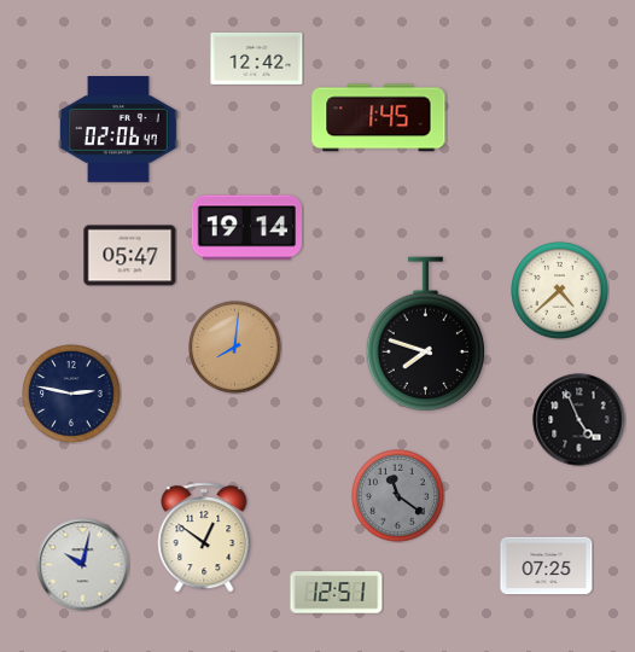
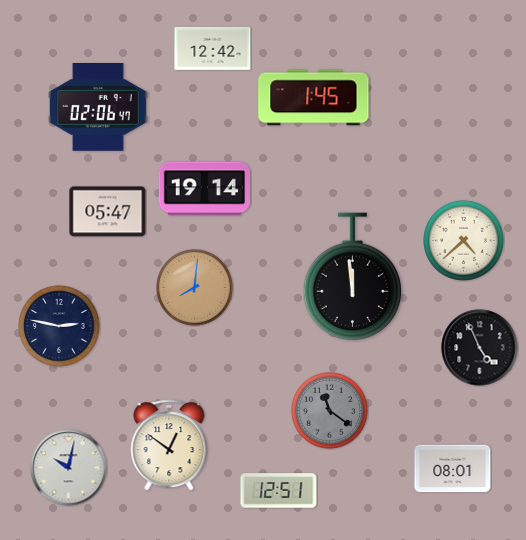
clock at (425, 334): 7:48 -> 11:59
clock at (547, 566): 07:25 -> 08:01
